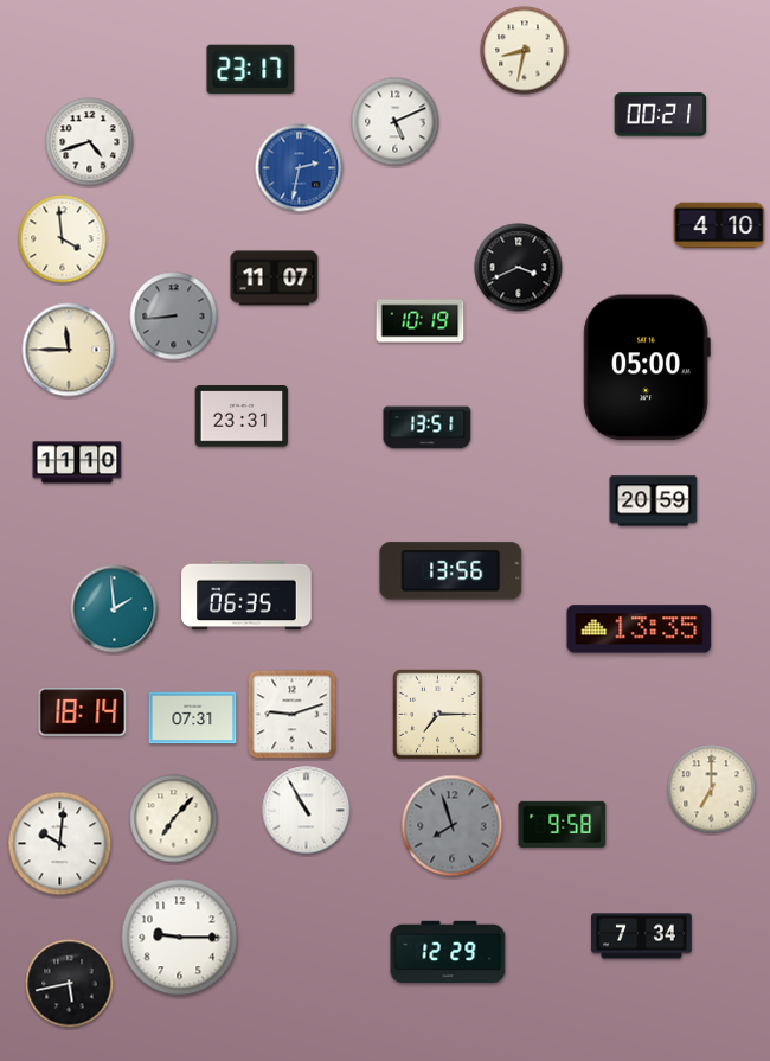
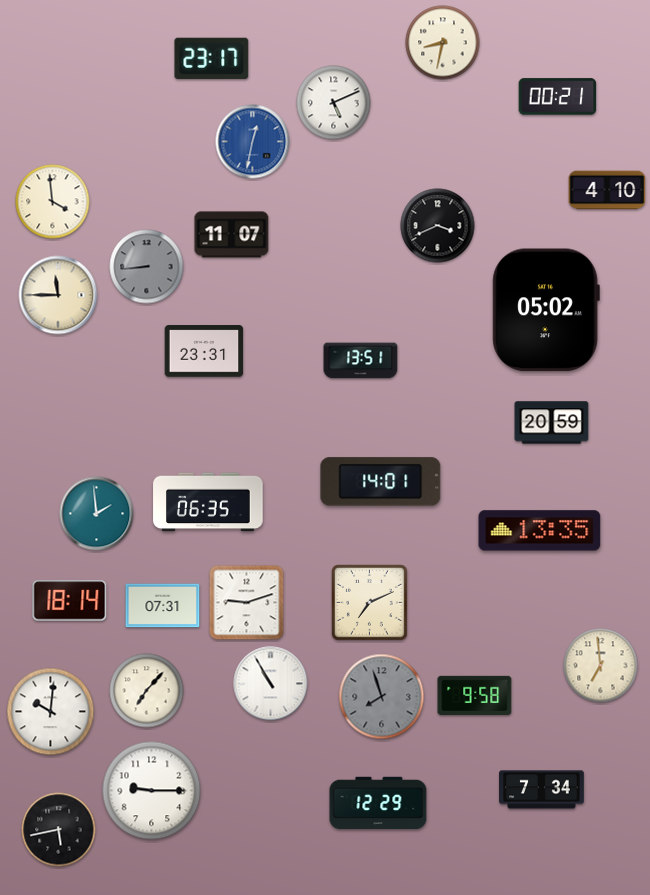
clock at (90, 142): 4:42 -> none
clock at (300, 168): 2:32 -> 12:32
clock at (421, 321): 10:19 -> none
clock at (647, 367): 05:00 -> 05:02
clock at (77, 462): 11:10 -> none
clock at (451, 571): 13:56 -> 14:01
clock at (438, 715): 7:15 -> 7:11
clock at (712, 790): 7:00 -> 6:59
clock at (307, 811) position: (307, 811) -> (271, 684)
